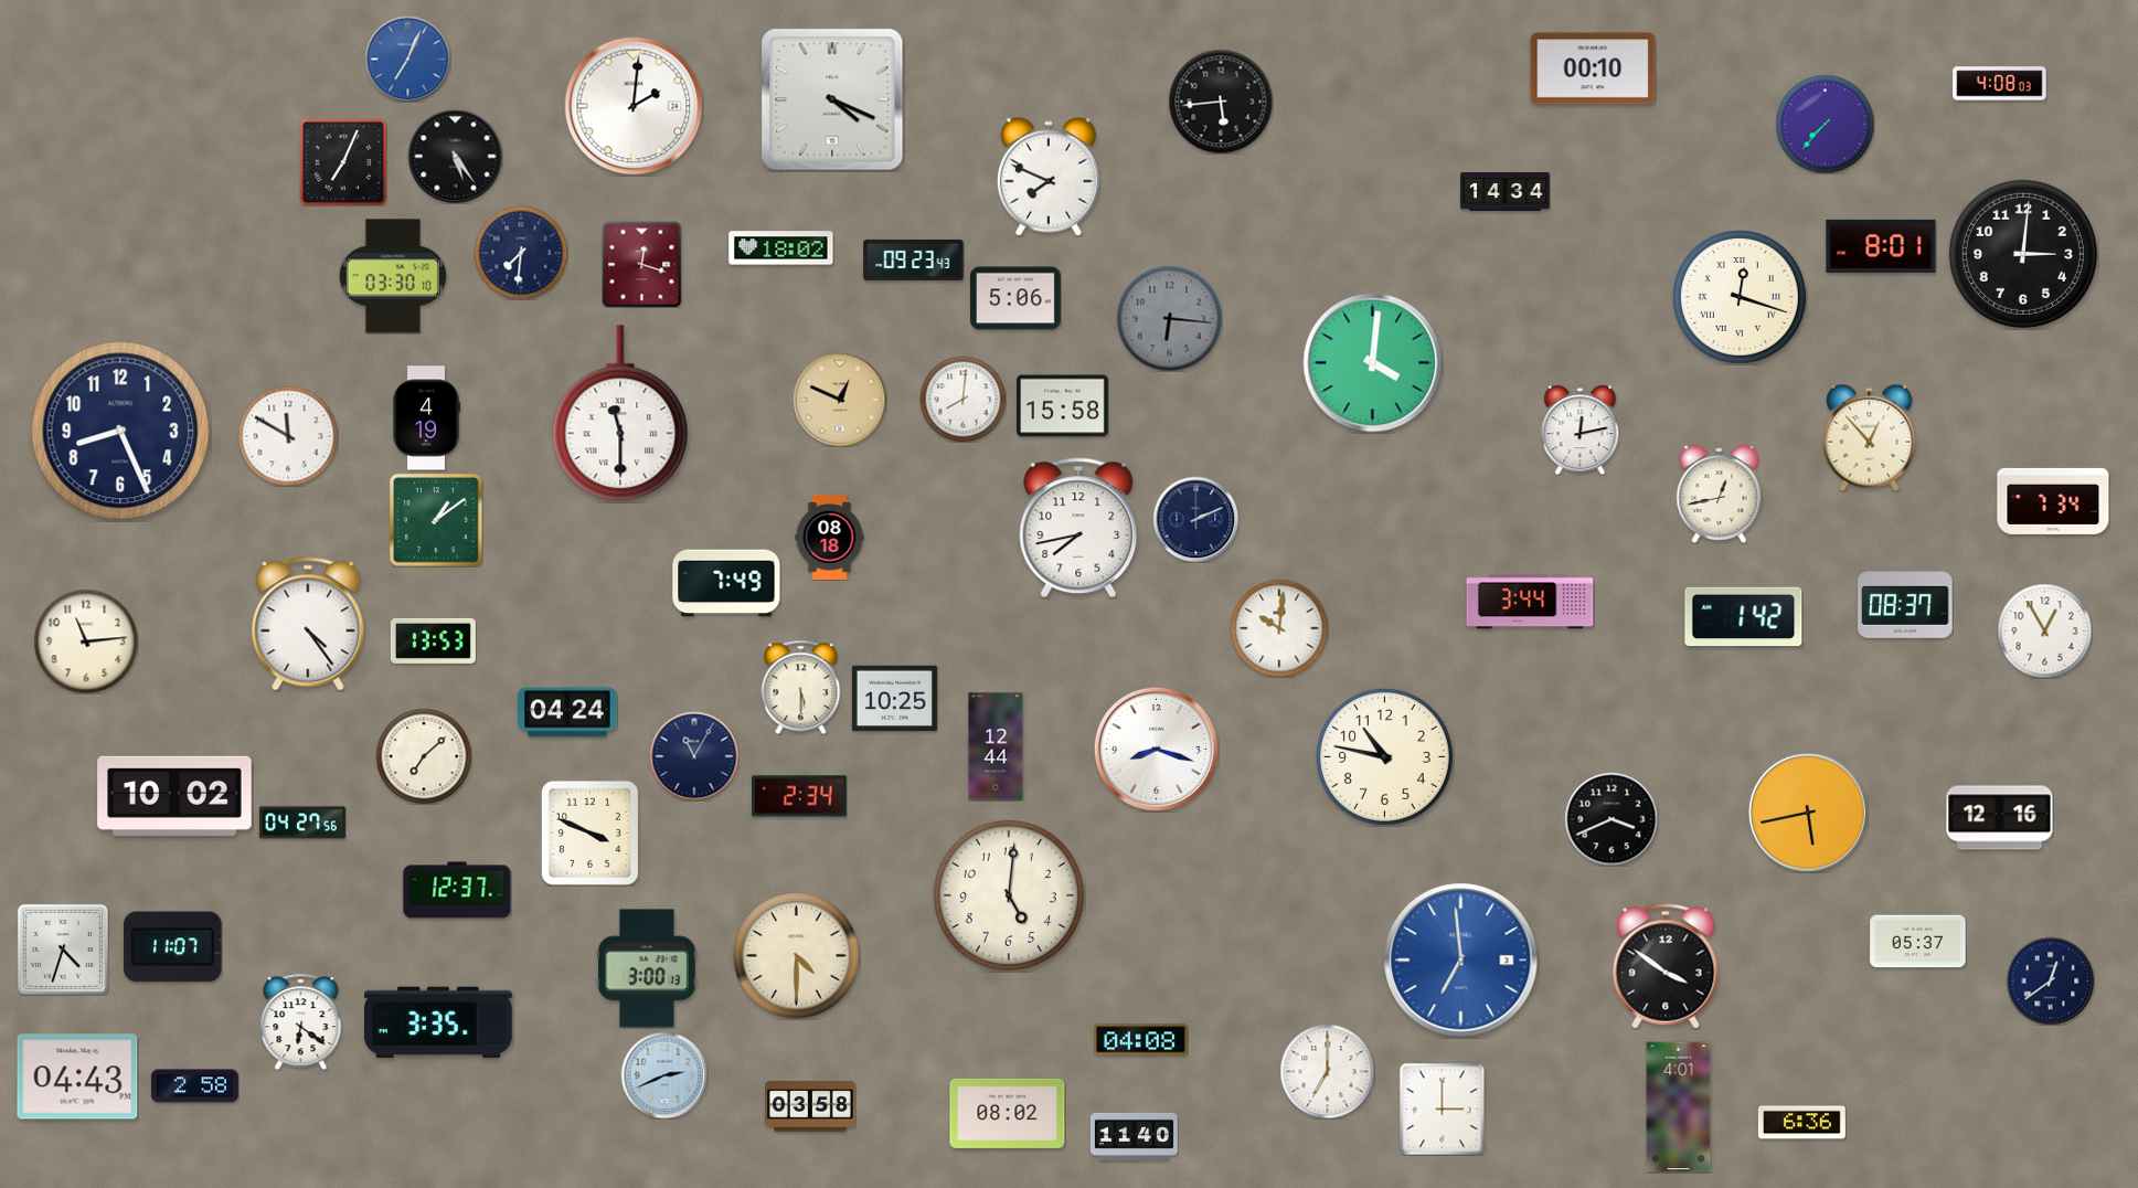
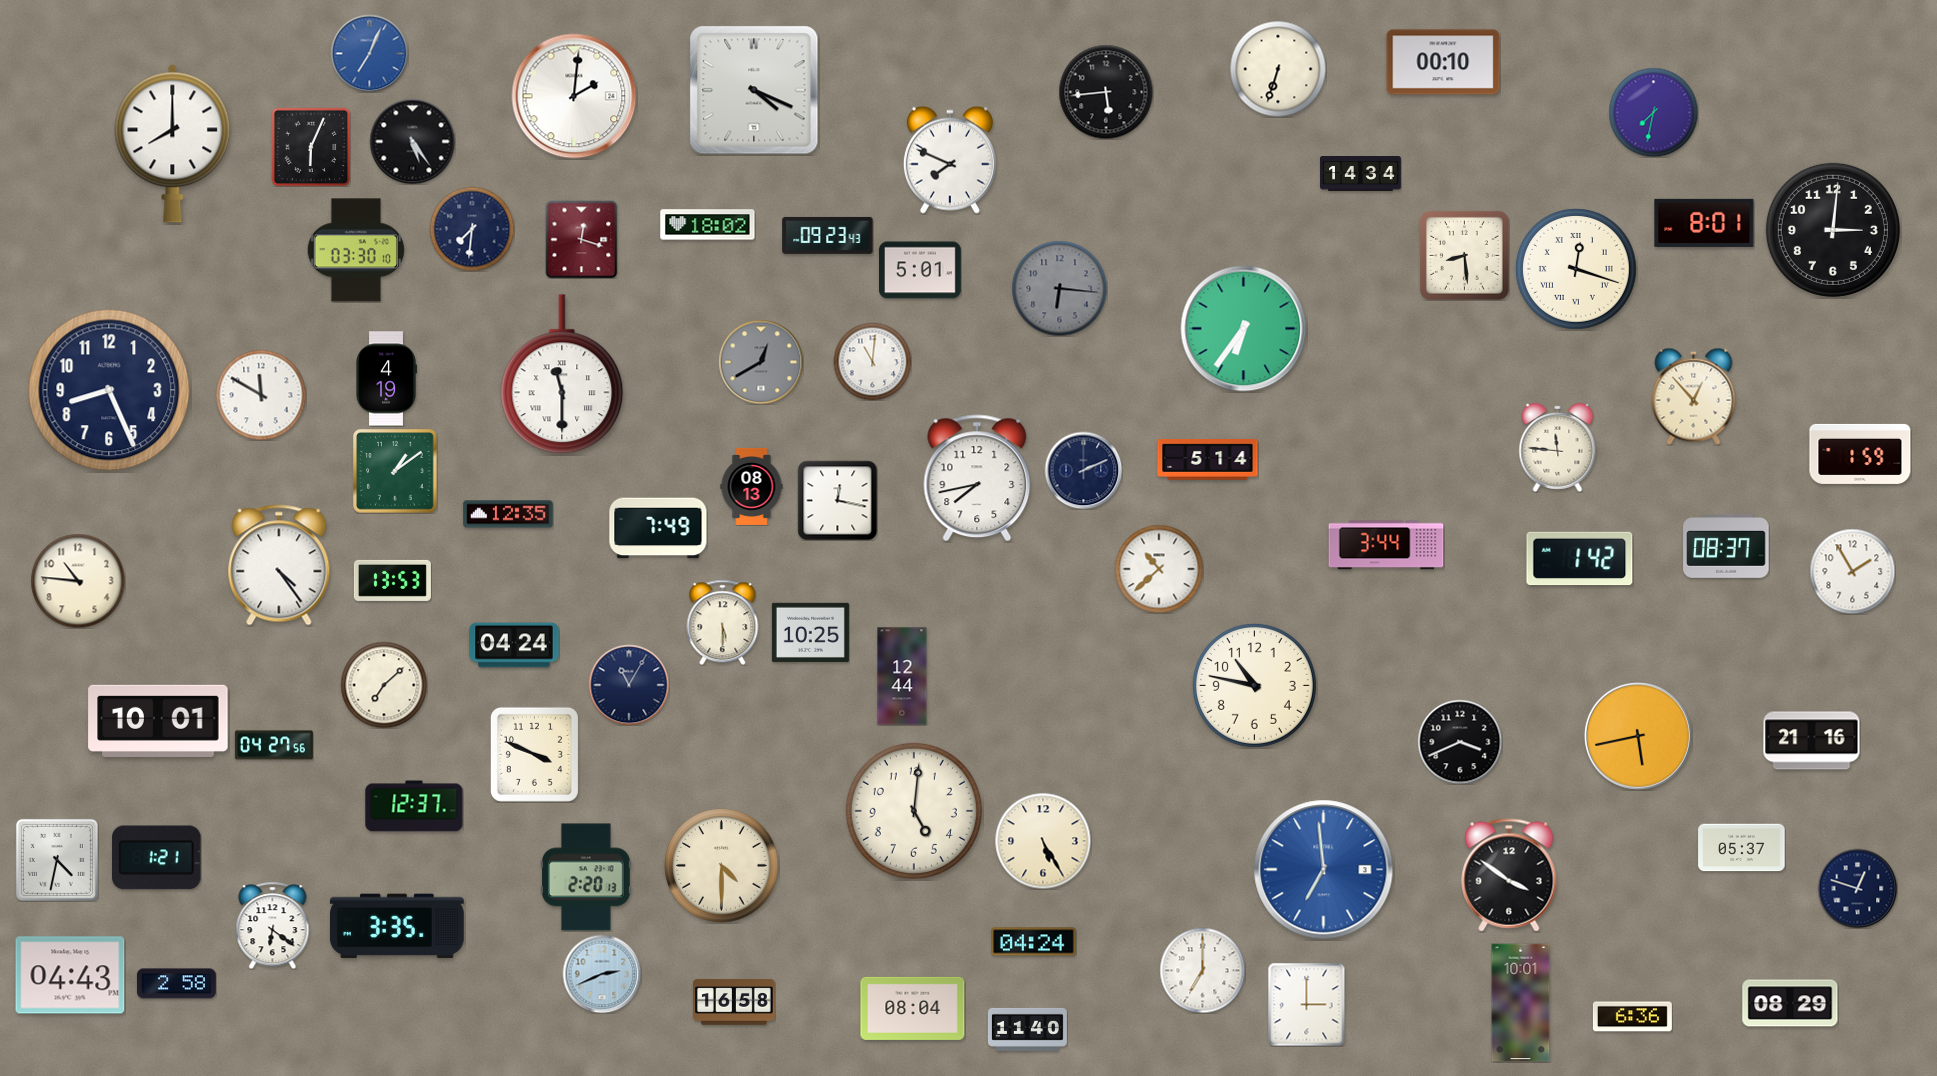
clock at (1278, 69): none -> 6:33
clock at (2000, 84): 4:08 -> none
clock at (1825, 124): 7:37 -> 7:32
clock at (173, 143): none -> 8:00
clock at (343, 162): 7:04 -> 6:04
clock at (1506, 192) position: (1506, 192) -> (1361, 174)
clock at (1464, 255): none -> 8:29
clock at (1017, 298): 5:06 -> 5:01
clock at (1373, 363): 4:01 -> 6:36
clock at (962, 399): 8:01 -> 11:01
clock at (840, 400): 12:49 -> 12:40
clock at (840, 400) dial: champagne -> grey
clock at (1063, 406): 15:58 -> none
clock at (1581, 429): 12:13 -> none
clock at (1720, 494): 12:43 -> 11:46
clock at (2053, 501): 7:34 -> 1:59
clock at (1208, 460): none -> 5:14
clock at (830, 537): 08:18 -> 08:13
clock at (837, 500): none -> 12:17
clock at (508, 514): none -> 12:35
clock at (1279, 628): 10:01 -> 10:38
clock at (2044, 630): 12:55 -> 1:55
clock at (86, 641): 11:14 -> 10:46
clock at (801, 687) position: (801, 687) -> (723, 622)
clock at (1156, 749): 8:18 -> none
clock at (174, 796): 10:02 -> 10:01
clock at (799, 796): 2:34 -> none
clock at (2000, 818): 12:16 -> 21:16
clock at (1043, 841): none -> 5:25
clock at (1918, 942) position: (1918, 942) -> (1742, 848)
clock at (173, 947): 11:07 -> 1:21
clock at (63, 950): 4:33 -> 4:32
clock at (647, 968): 3:00 -> 2:20
clock at (2050, 980): 12:39 -> 12:48
clock at (1141, 1040): 04:08 -> 04:24
clock at (811, 1106): 03:58 -> 16:58
clock at (1679, 1107): 4:01 -> 10:01
clock at (1790, 1003): none -> 08:29
clock at (1008, 1113): 08:02 -> 08:04
